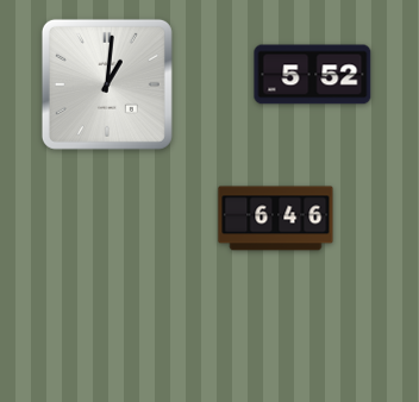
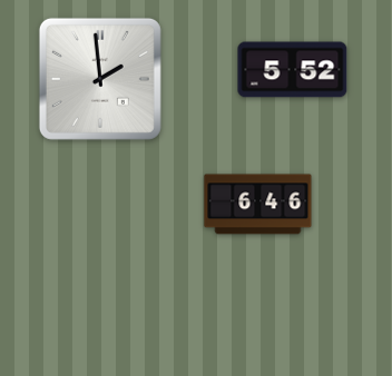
clock at (107, 84): 1:01 -> 1:59
